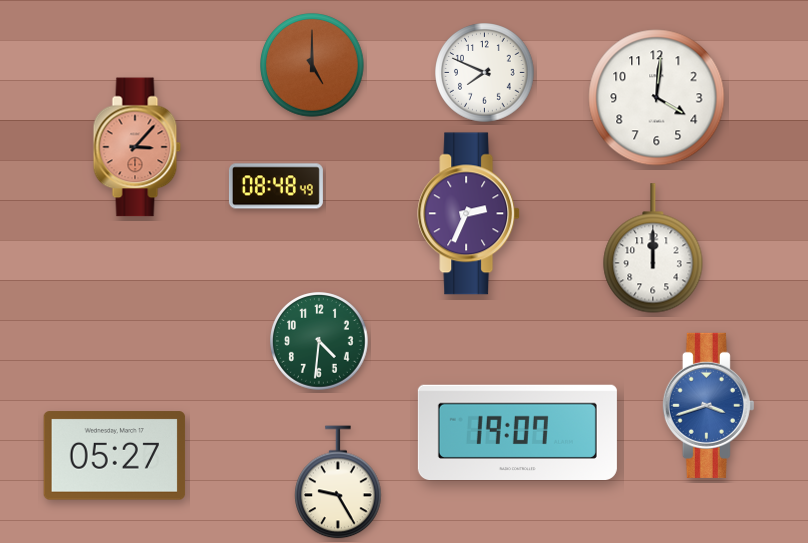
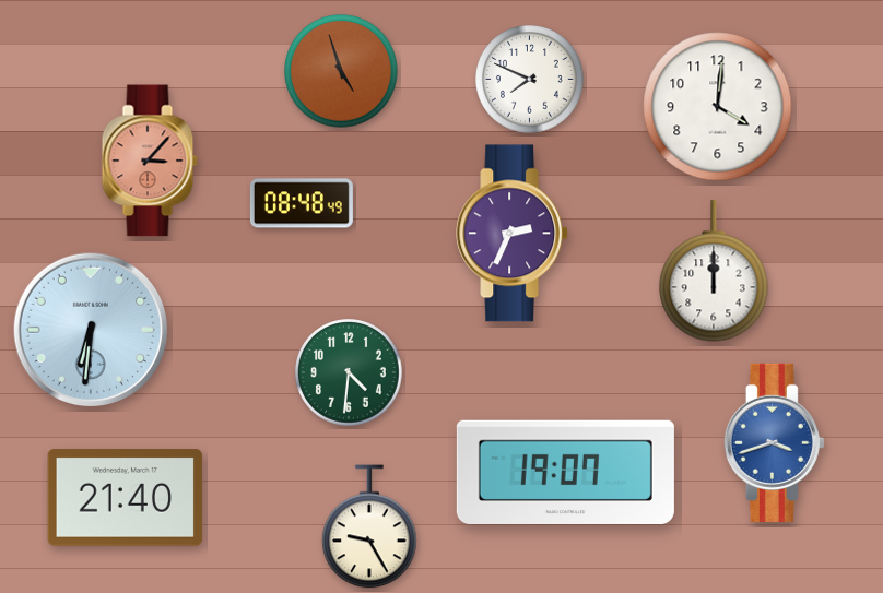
clock at (312, 65): 5:00 -> 4:57
clock at (91, 330): none -> 6:31
clock at (115, 456): 05:27 -> 21:40
